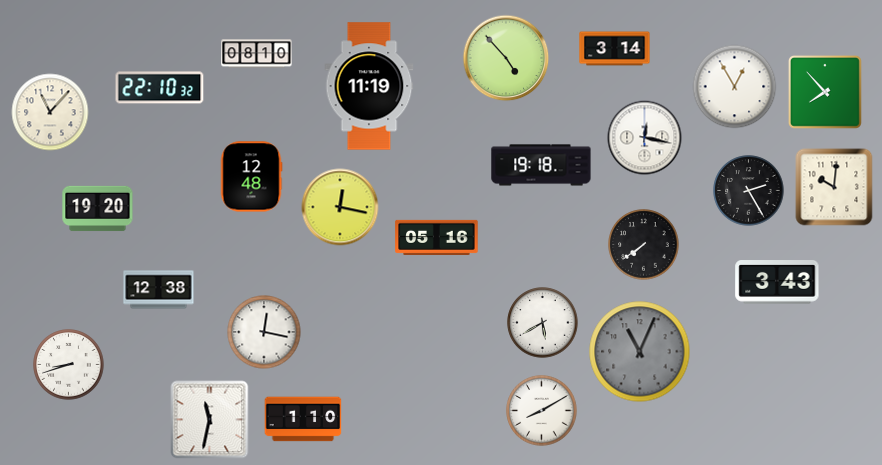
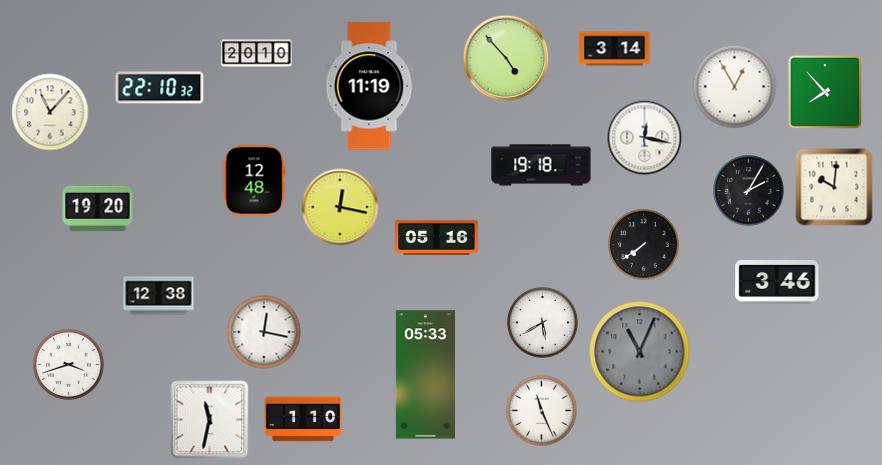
clock at (257, 54): 08:10 -> 20:10
clock at (251, 177) position: (251, 177) -> (254, 181)
clock at (749, 191): 2:25 -> 2:05
clock at (777, 283): 3:43 -> 3:46
clock at (159, 290) position: (159, 290) -> (159, 296)
clock at (69, 365): 8:42 -> 3:42
clock at (425, 375): none -> 05:33
clock at (542, 411): 8:10 -> 11:26
